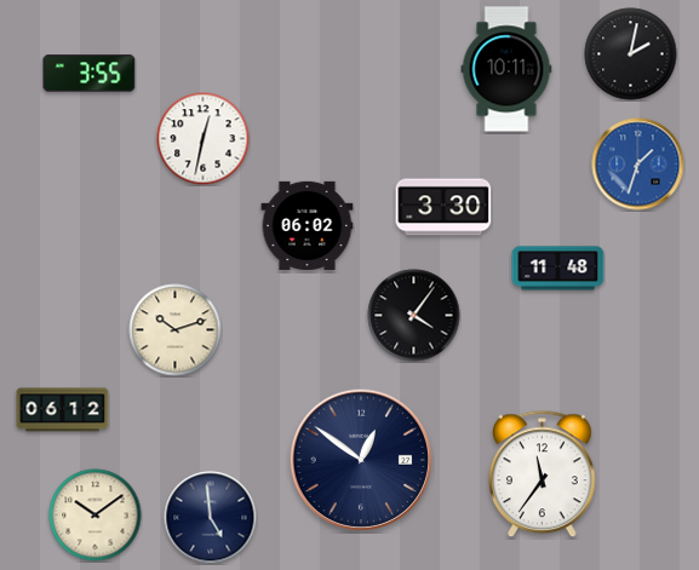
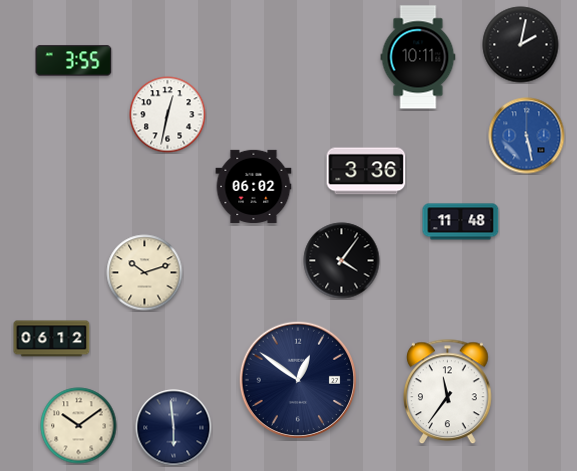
clock at (638, 165): 1:33 -> 5:28
clock at (443, 207): 3:30 -> 3:36
clock at (211, 518): 4:59 -> 5:59
